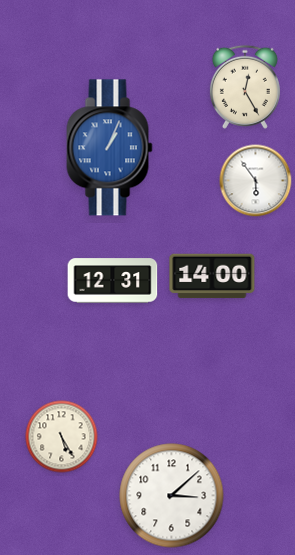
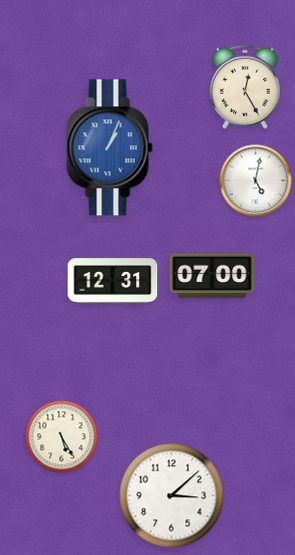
clock at (256, 181): 5:54 -> 5:02
clock at (212, 276): 14:00 -> 07:00
